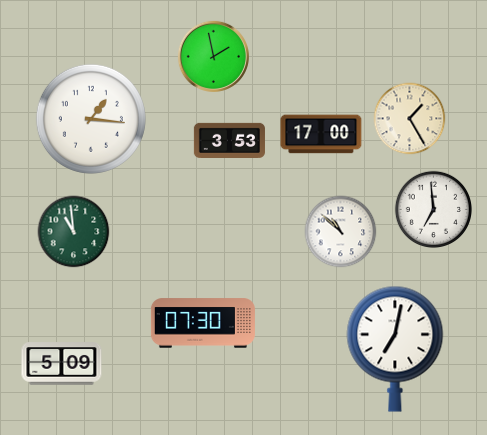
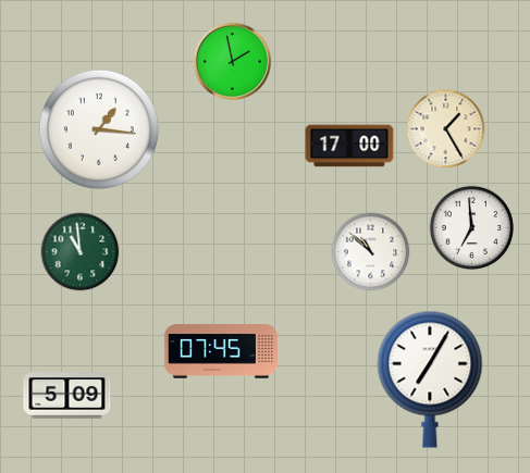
clock at (229, 140): 3:53 -> none
clock at (203, 323): 07:30 -> 07:45
clock at (395, 349): 7:02 -> 7:05
